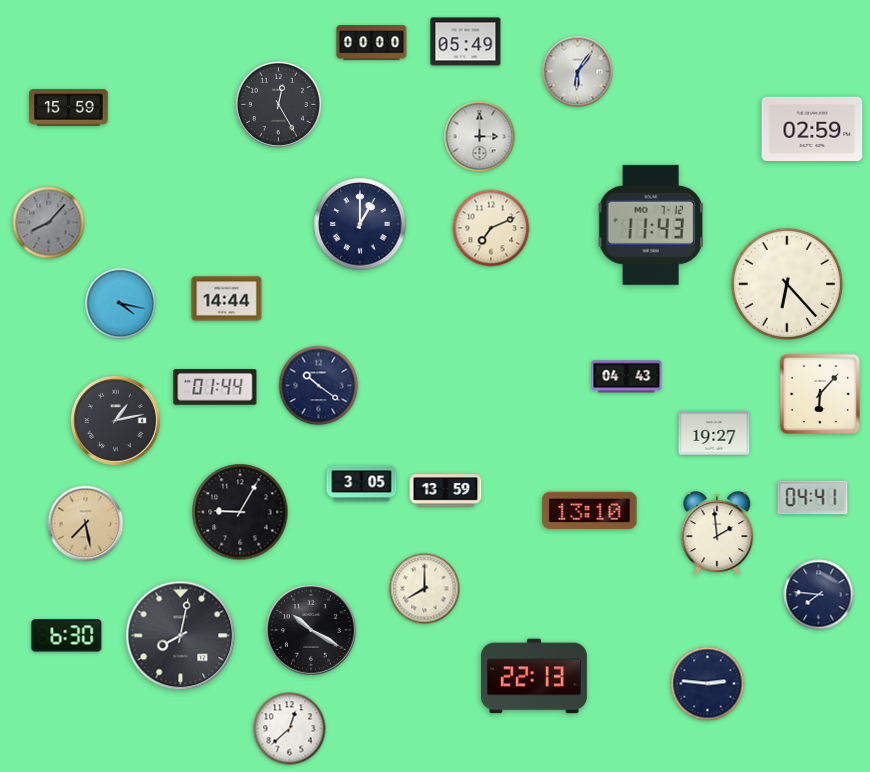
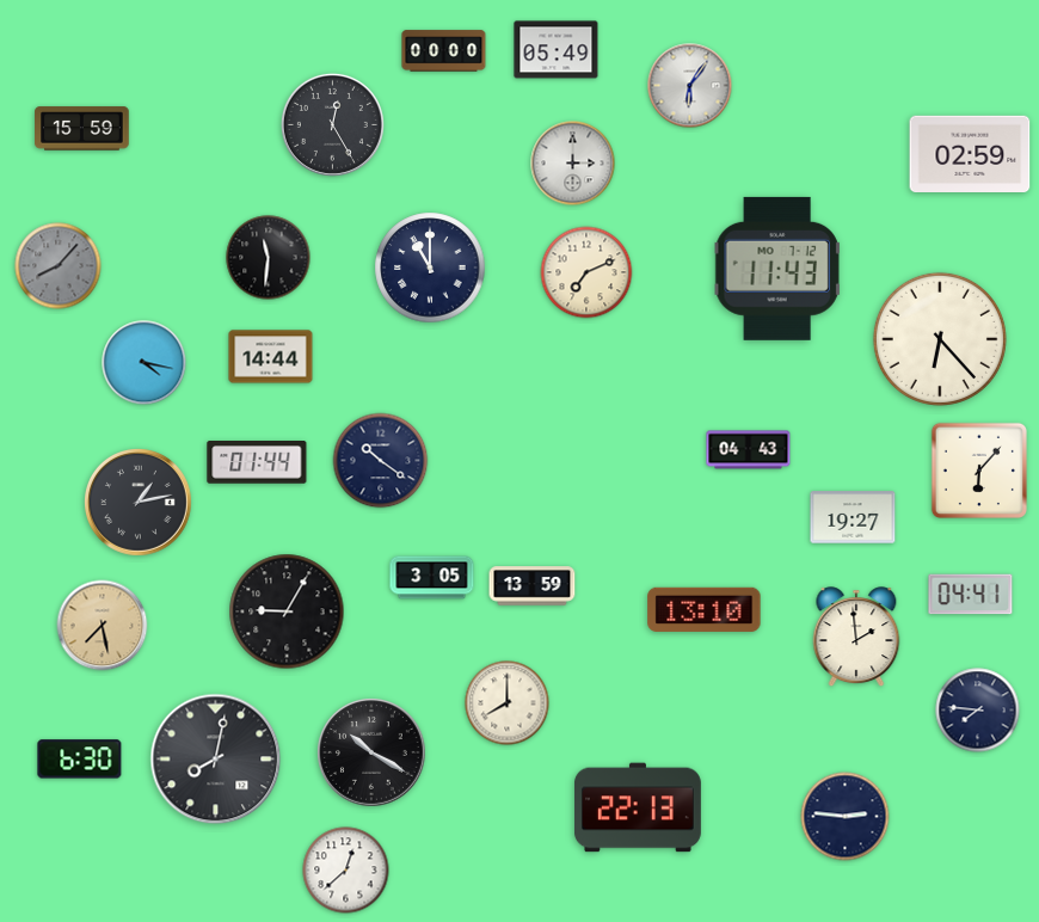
clock at (269, 258): none -> 11:31
clock at (360, 224): 1:00 -> 11:00
